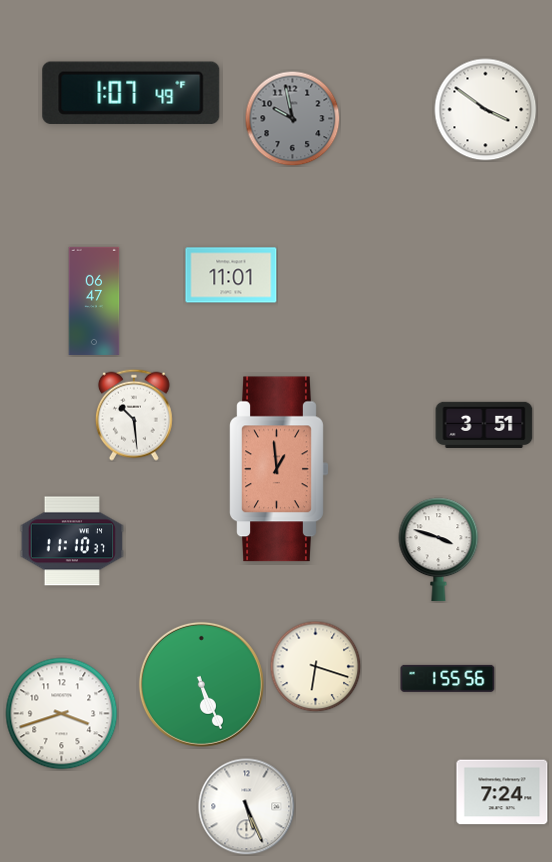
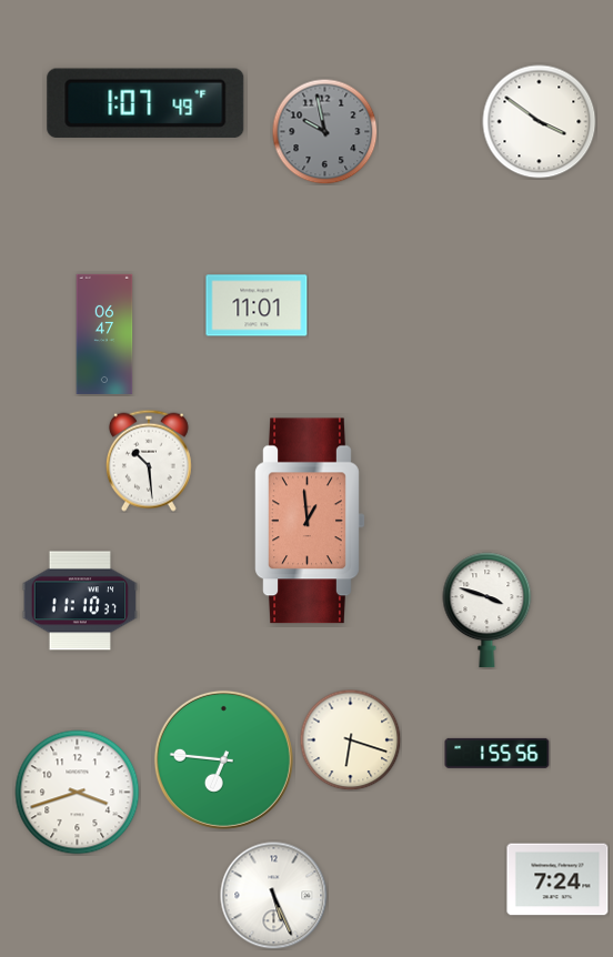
clock at (484, 425): 3:51 -> none
clock at (201, 684): 5:26 -> 6:46
clock at (62, 714) position: (62, 714) -> (78, 793)
